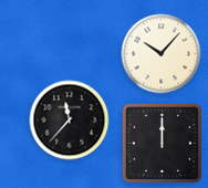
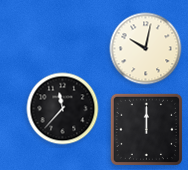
clock at (162, 54): 10:07 -> 10:02
